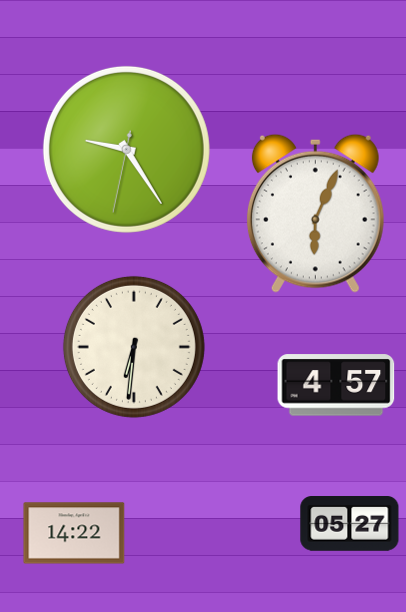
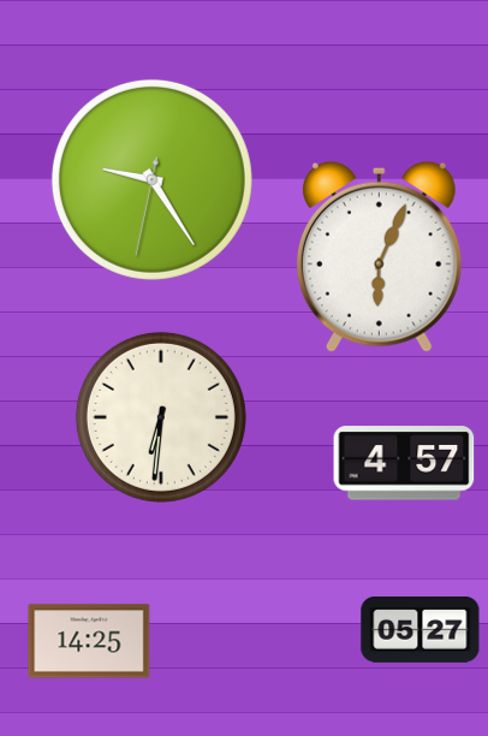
clock at (74, 533): 14:22 -> 14:25
